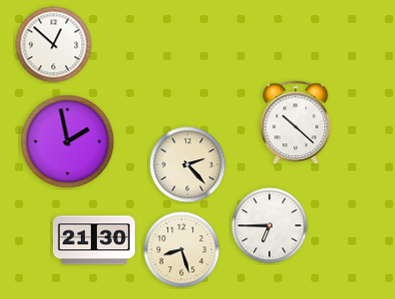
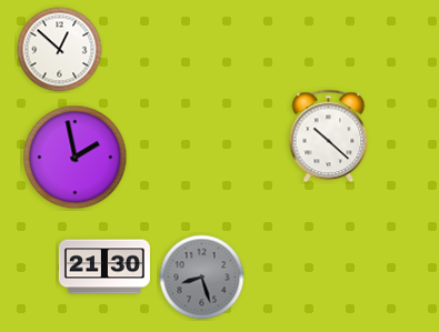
clock at (188, 165): 2:23 -> none
clock at (270, 226): 6:45 -> none
clock at (182, 250) dial: cream -> grey
